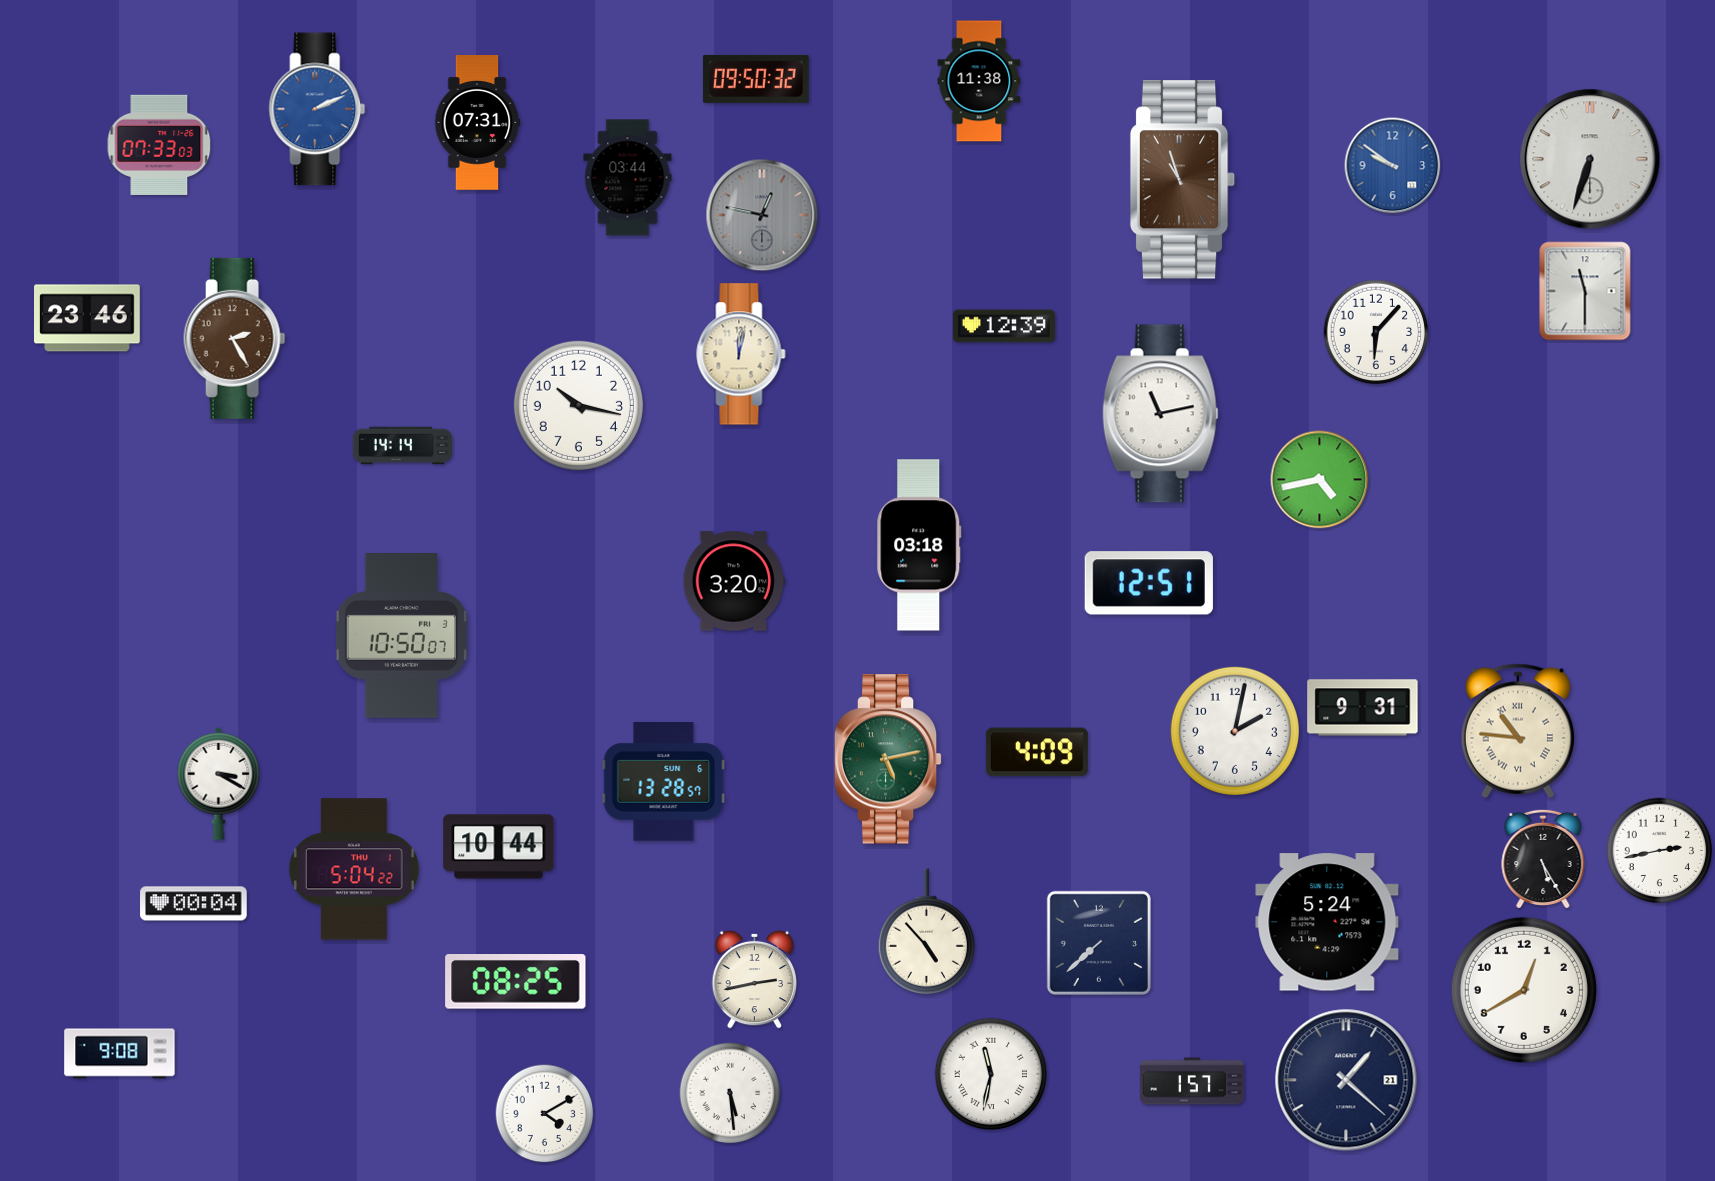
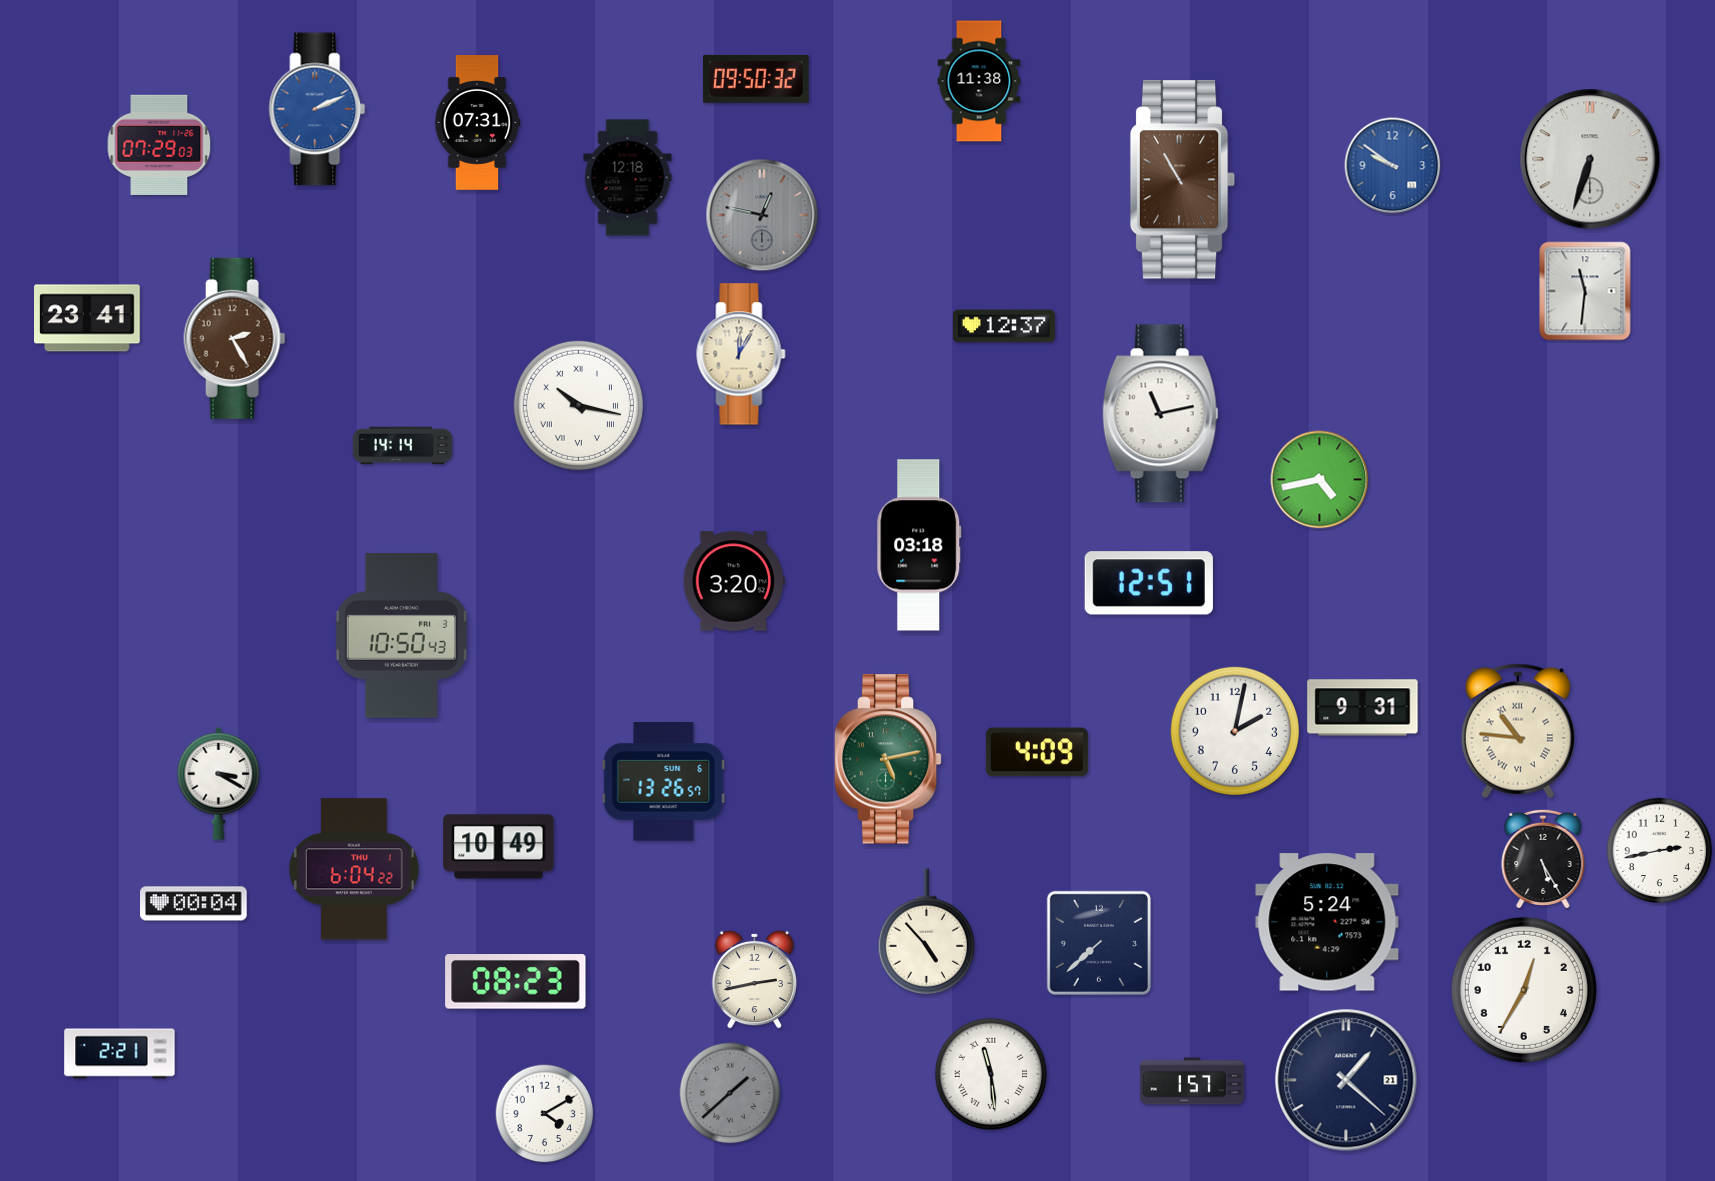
clock at (159, 145): 07:33 -> 07:29
clock at (628, 178): 03:44 -> 12:18
clock at (1183, 180): 10:57 -> 10:55
clock at (1585, 291): 11:30 -> 11:31
clock at (88, 318): 23:46 -> 23:41
clock at (1004, 326): 12:39 -> 12:37
clock at (1376, 332): 6:07 -> none
clock at (741, 354): 12:02 -> 12:05
clock at (578, 405) numerals: Arabic -> Roman
clock at (401, 636): 10:50:07 -> 10:50:43
clock at (664, 782): 13:28 -> 13:26
clock at (499, 847): 10:44 -> 10:49
clock at (354, 869): 5:04 -> 6:04
clock at (516, 982): 08:25 -> 08:23
clock at (1524, 990): 12:40 -> 12:35
clock at (120, 1054): 9:08 -> 2:21
clock at (991, 1074): 11:32 -> 11:29
clock at (730, 1093): 5:29 -> 1:38
clock at (730, 1093) dial: white -> grey
